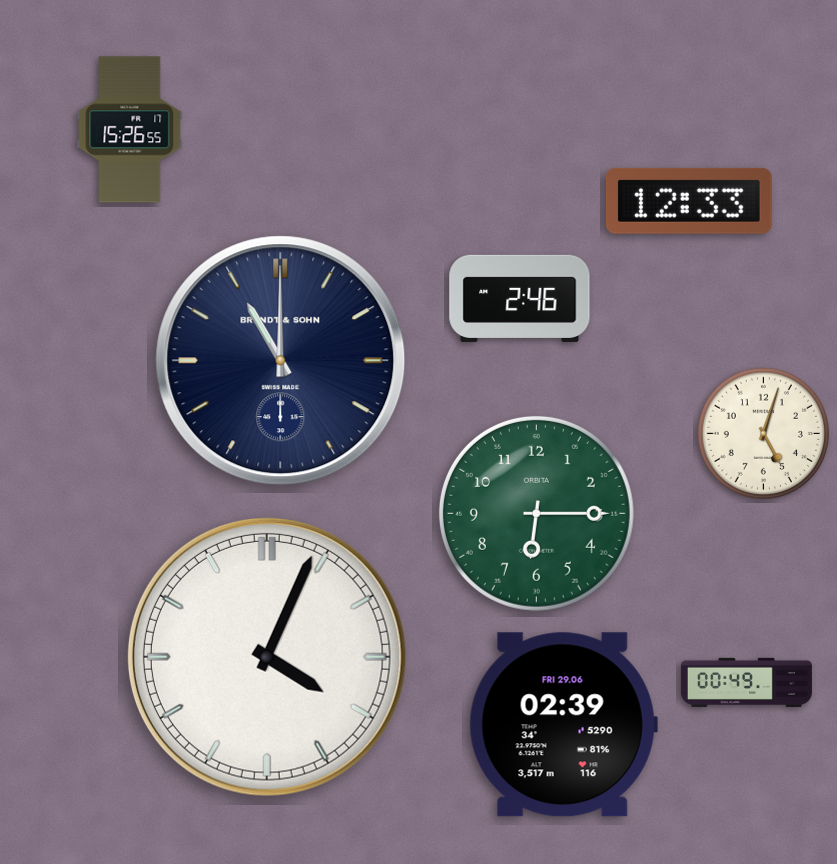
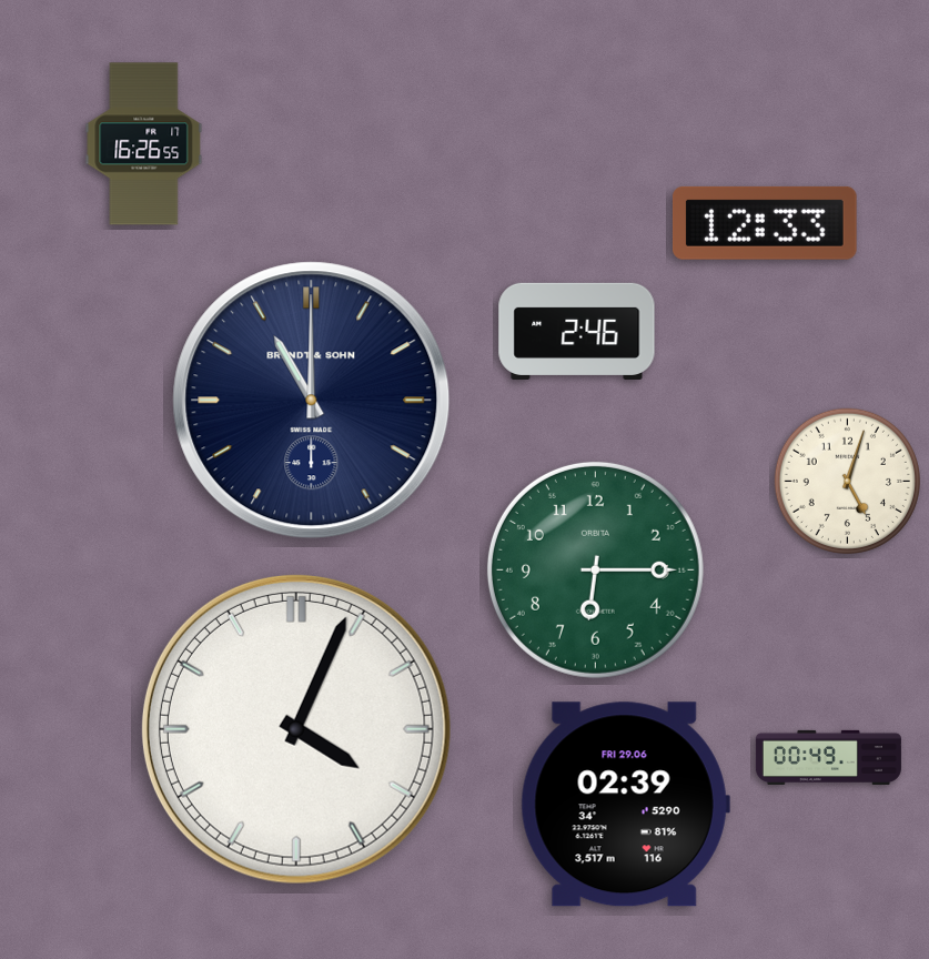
clock at (130, 130): 15:26 -> 16:26
